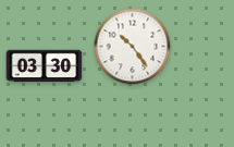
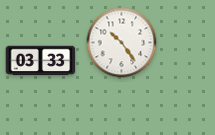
clock at (45, 66): 03:30 -> 03:33
